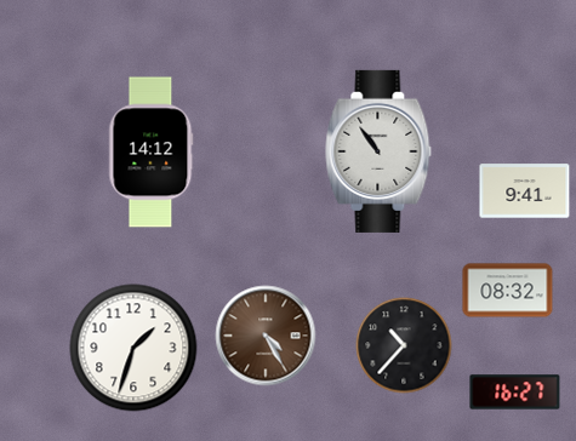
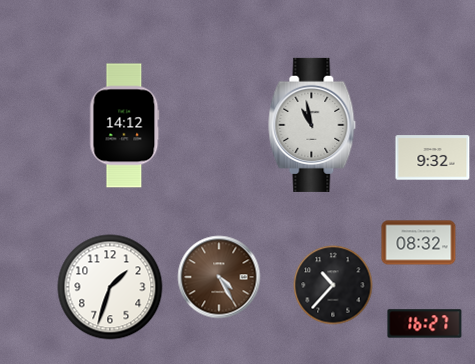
clock at (378, 151): 10:54 -> 10:58
clock at (525, 191): 9:41 -> 9:32
clock at (508, 291) position: (508, 291) -> (419, 243)
